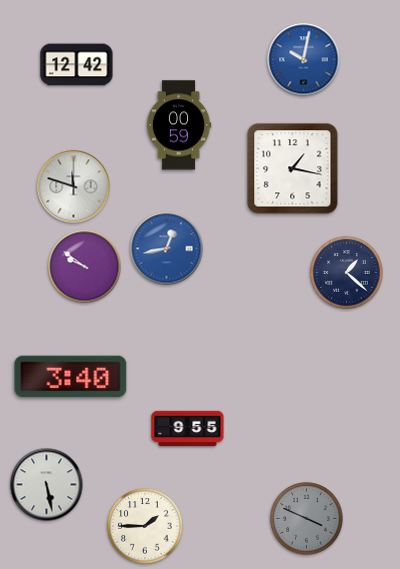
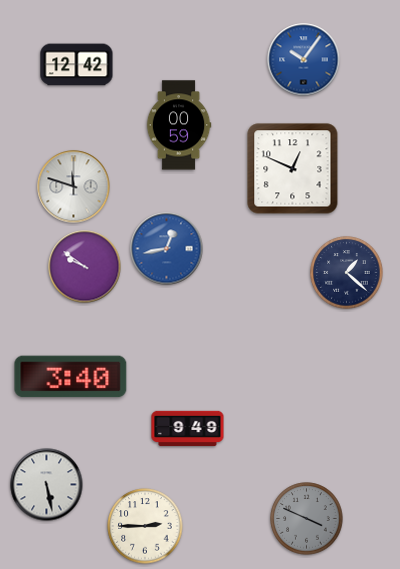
clock at (304, 60): 10:02 -> 10:06
clock at (293, 169): 1:17 -> 12:49
clock at (188, 429): 9:55 -> 9:49
clock at (145, 526): 1:45 -> 2:45
